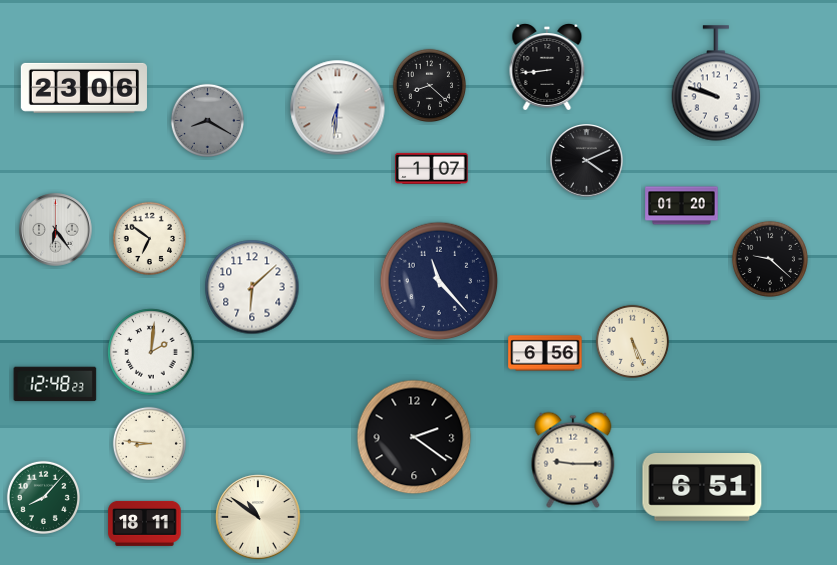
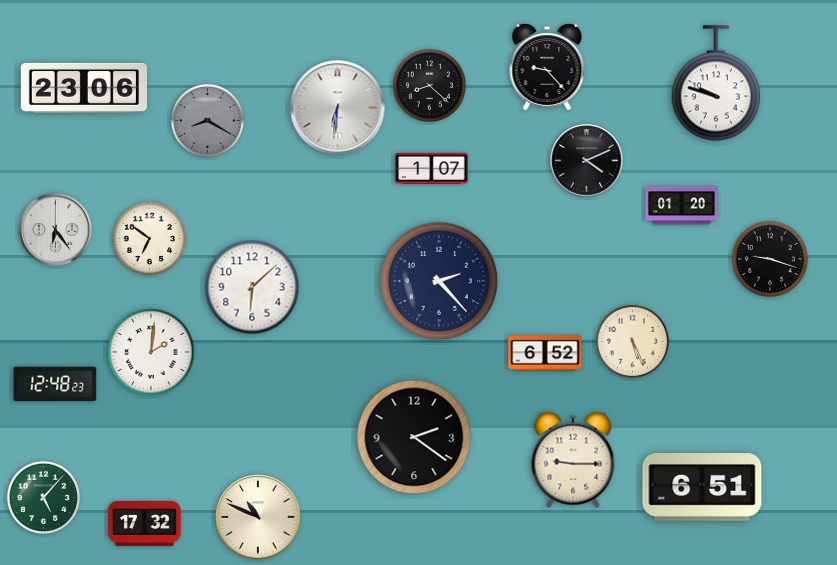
clock at (547, 68): 8:44 -> 9:23
clock at (770, 259): 9:22 -> 9:18
clock at (439, 281): 11:23 -> 2:23
clock at (545, 353): 6:56 -> 6:52
clock at (149, 443): 8:46 -> none
clock at (43, 497): 8:07 -> 5:07
clock at (258, 517): 10:51 -> 10:49
clock at (145, 523): 18:11 -> 17:32
